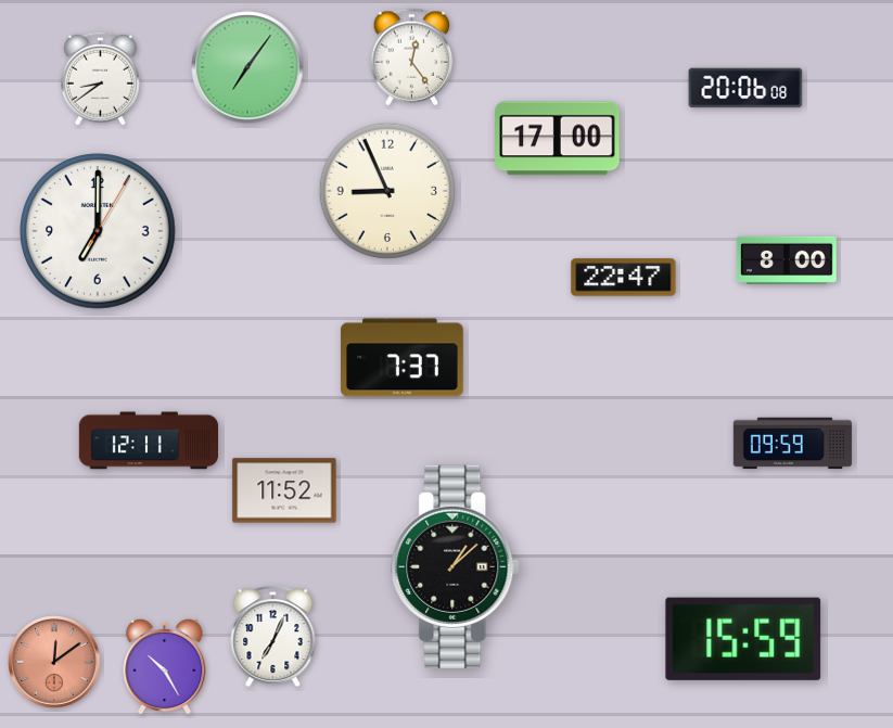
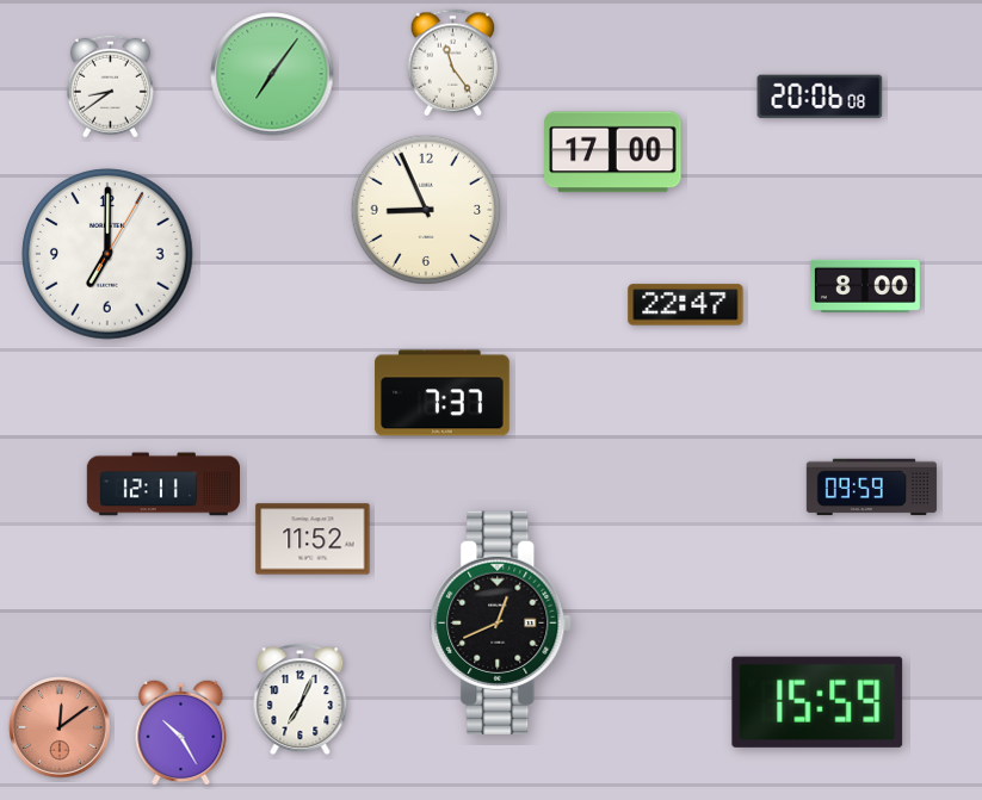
clock at (412, 58): 12:24 -> 11:24
clock at (456, 566): 1:08 -> 12:41
